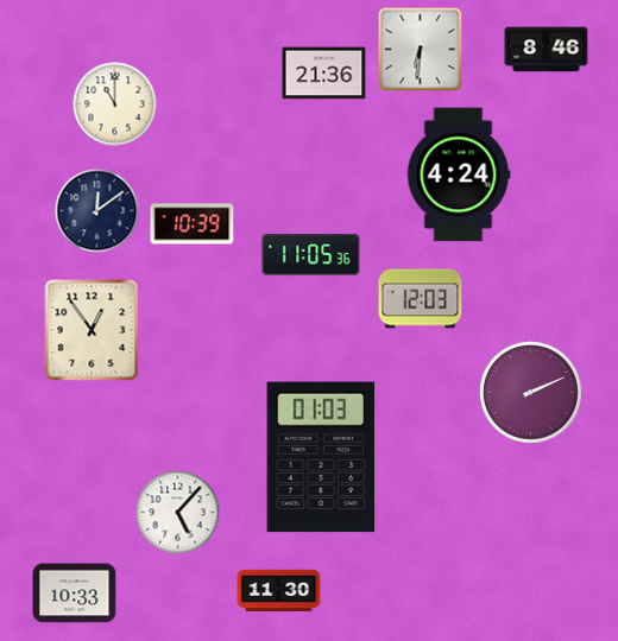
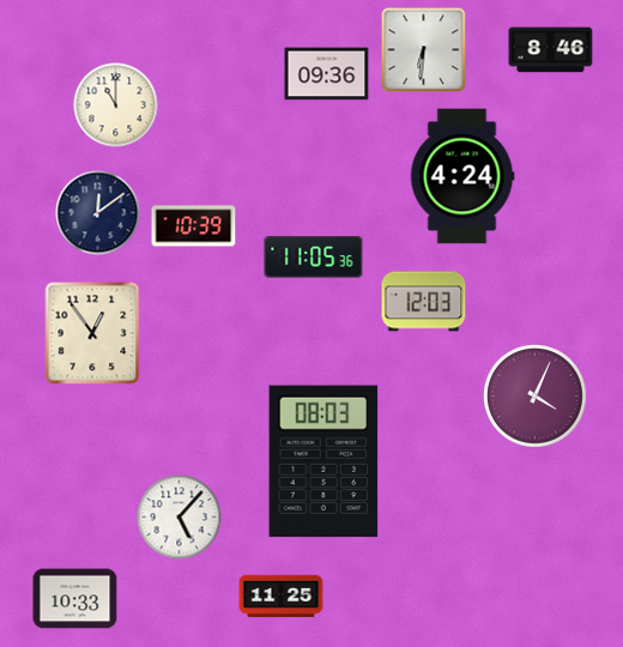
clock at (324, 74): 21:36 -> 09:36
clock at (531, 393): 2:11 -> 4:04
clock at (321, 457): 01:03 -> 08:03
clock at (279, 591): 11:30 -> 11:25
